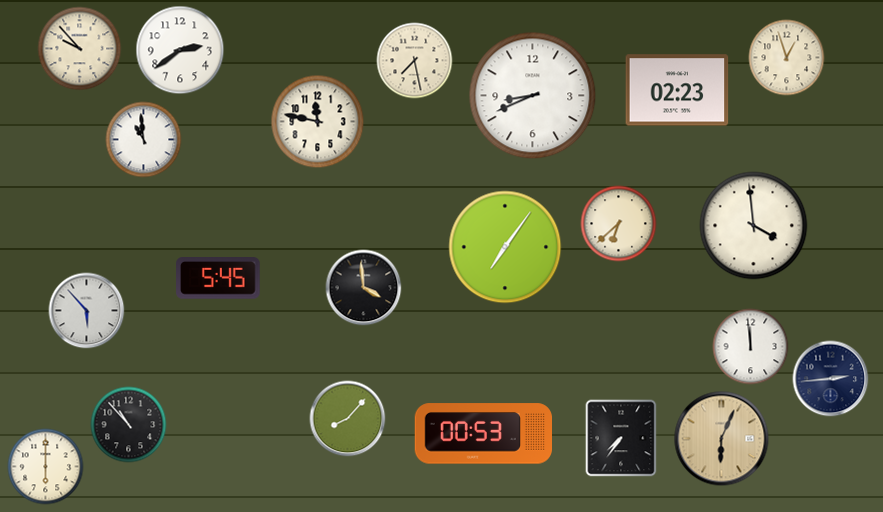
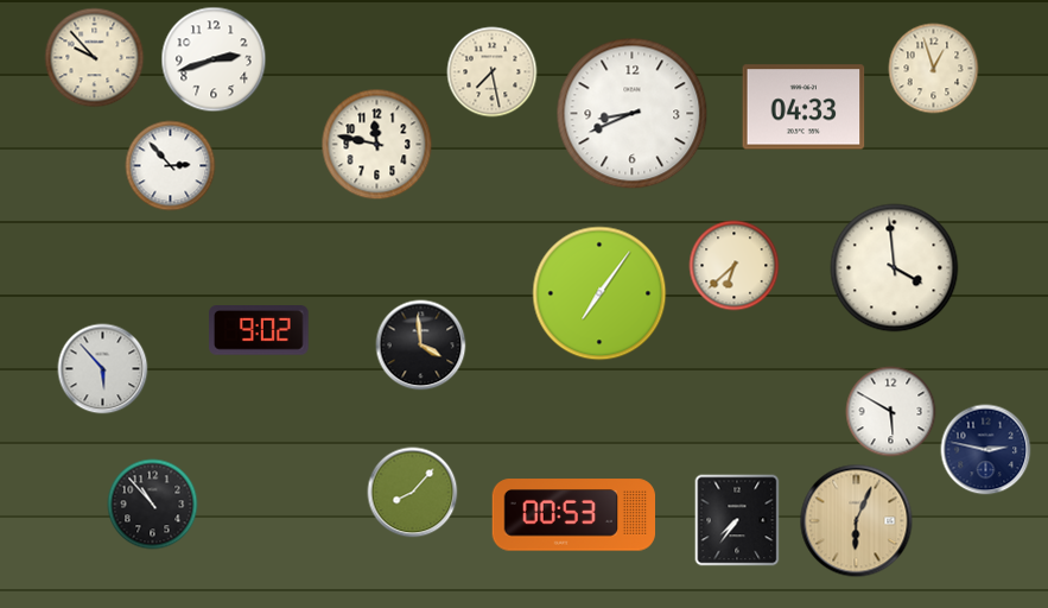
clock at (180, 50): 2:39 -> 2:42
clock at (677, 90): 02:23 -> 04:33
clock at (144, 140): 10:59 -> 2:53
clock at (218, 278): 5:45 -> 9:02
clock at (364, 288) position: (364, 288) -> (421, 346)
clock at (751, 347): 11:59 -> 5:50
clock at (831, 379): 2:44 -> 2:47
clock at (348, 419) position: (348, 419) -> (413, 493)
clock at (46, 467): 6:00 -> none
